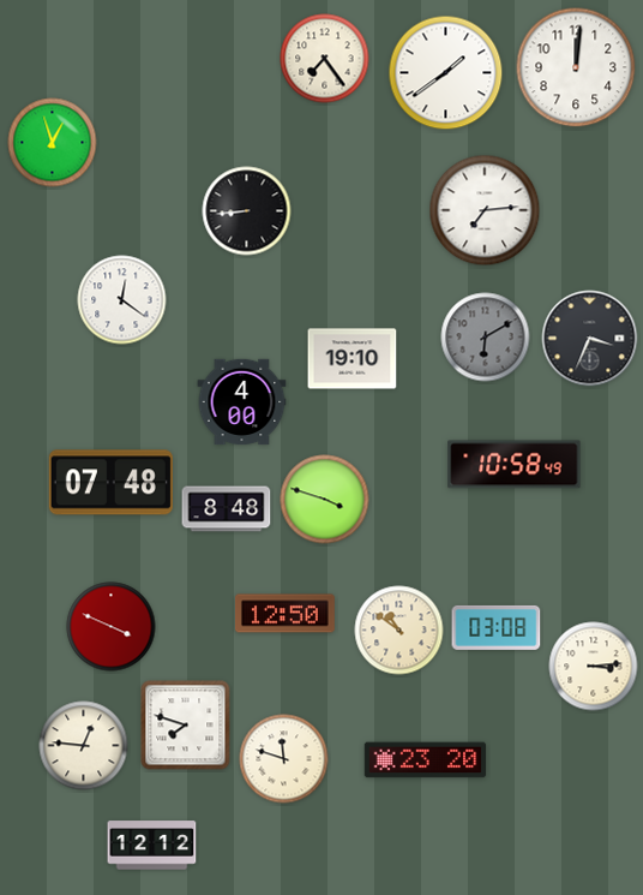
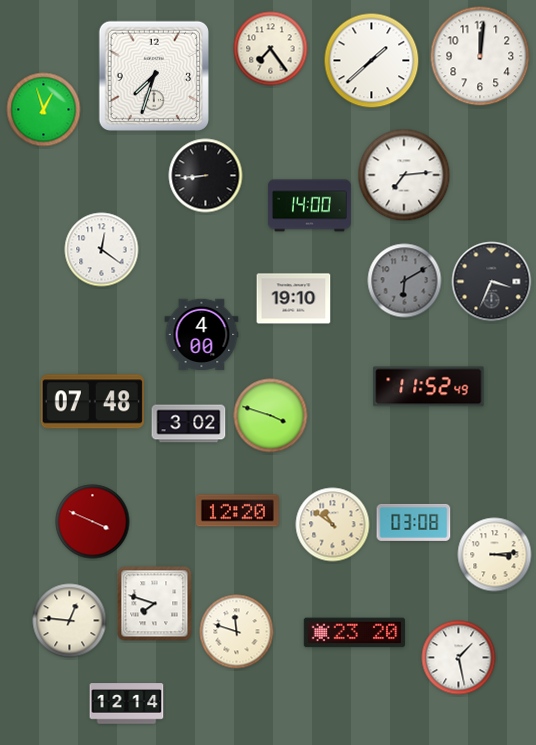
clock at (446, 73): 1:39 -> 1:38
clock at (153, 75): none -> 7:33
clock at (53, 143) position: (53, 143) -> (44, 110)
clock at (310, 206): none -> 14:00
clock at (515, 465): 10:58 -> 11:52
clock at (227, 509): 8:48 -> 3:02
clock at (284, 614): 12:50 -> 12:20
clock at (459, 658): none -> 1:28
clock at (152, 846): 12:12 -> 12:14
